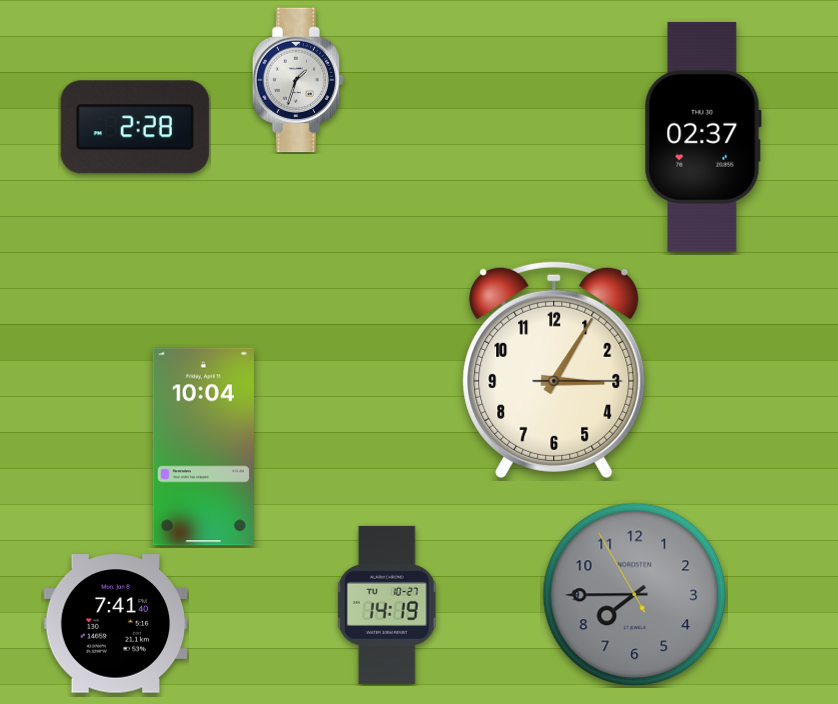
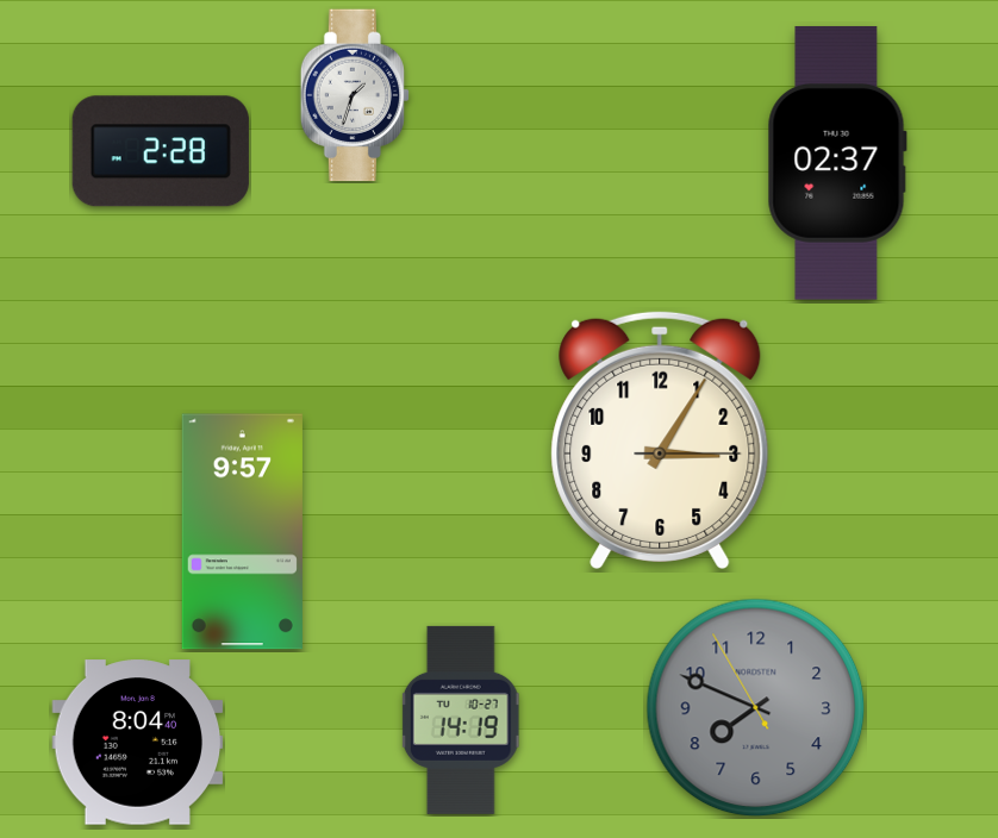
clock at (203, 447): 10:04 -> 9:57
clock at (635, 595): 7:44 -> 7:48
clock at (116, 624): 7:41 -> 8:04
